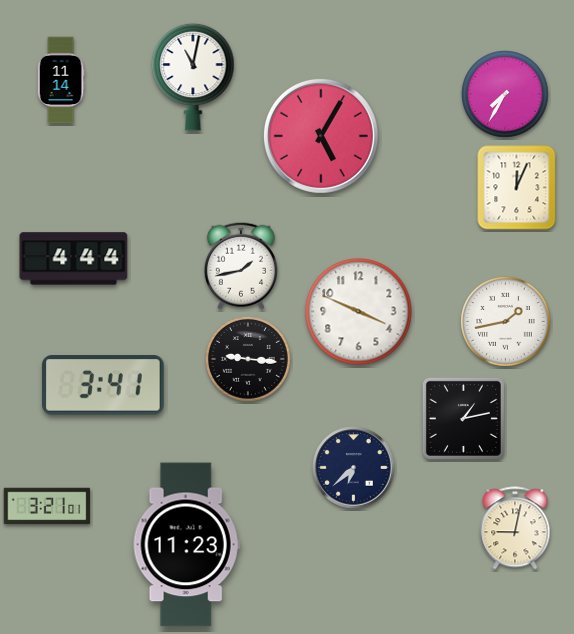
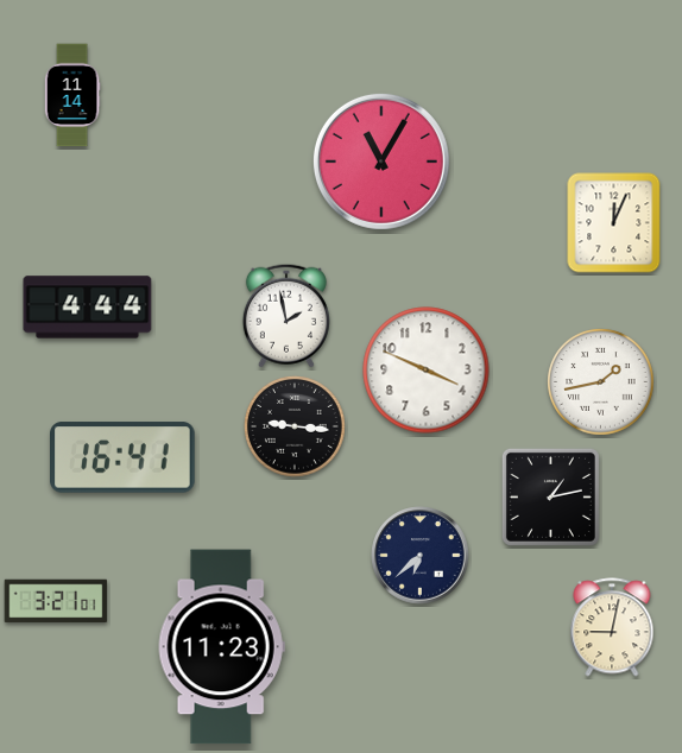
clock at (193, 77): 11:02 -> none
clock at (505, 94): 7:35 -> none
clock at (321, 136): 5:05 -> 11:05
clock at (241, 266): 1:43 -> 1:58
clock at (104, 385): 3:41 -> 16:41
